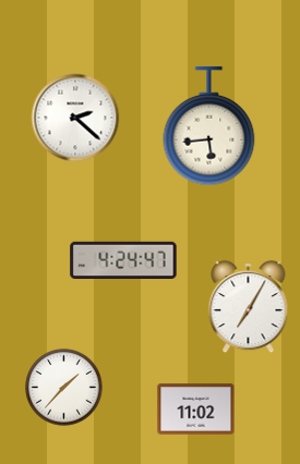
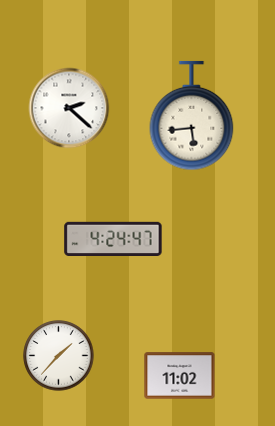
clock at (249, 307): 7:05 -> none
